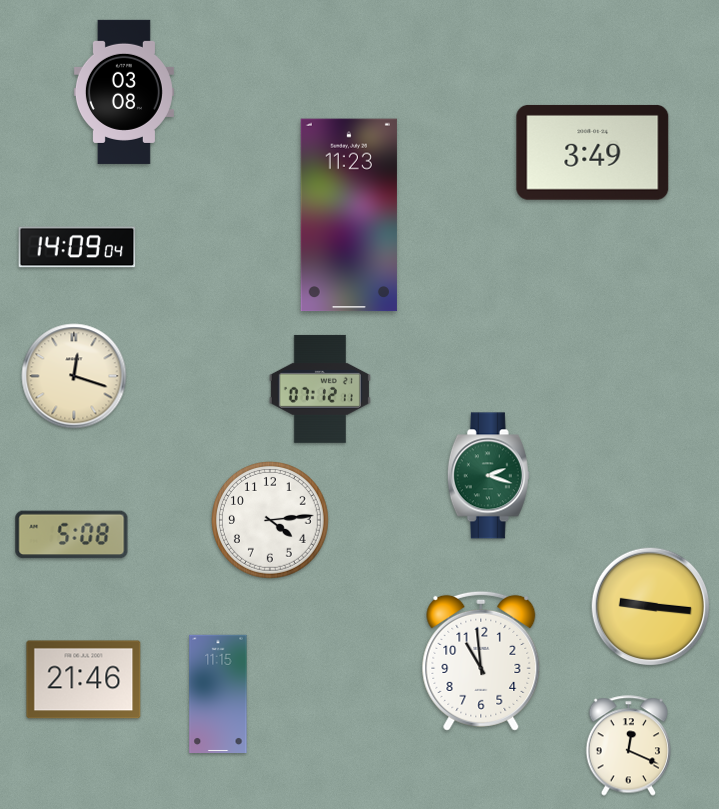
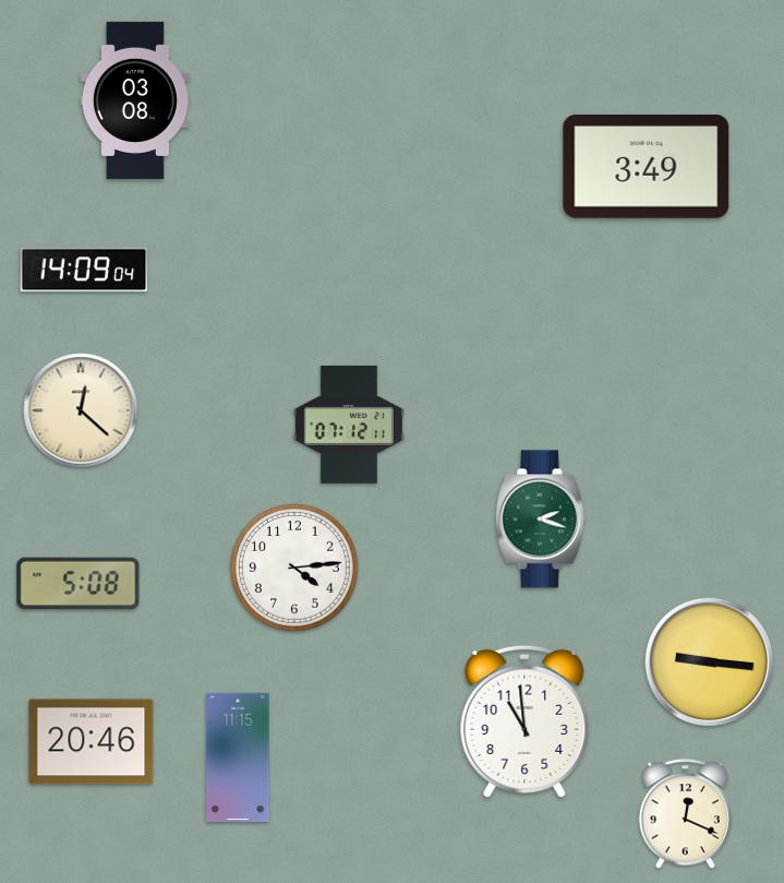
clock at (349, 215): 11:23 -> none
clock at (74, 376): 12:18 -> 12:22
clock at (488, 476) position: (488, 476) -> (540, 520)
clock at (84, 680): 21:46 -> 20:46
